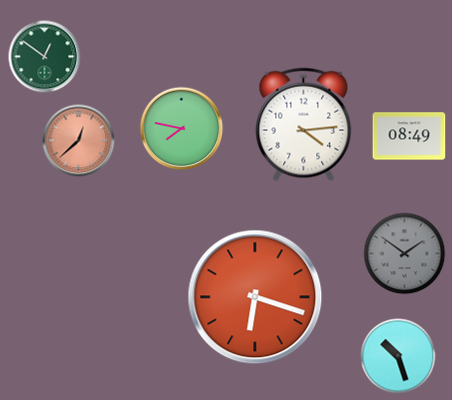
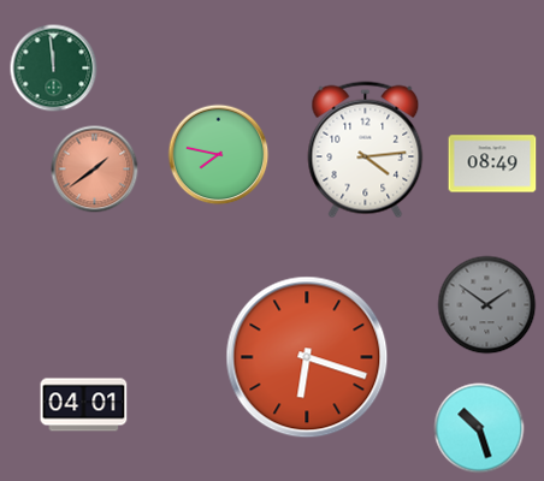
clock at (45, 57): 12:51 -> 11:59
clock at (79, 141): 12:38 -> 1:39
clock at (84, 405): none -> 04:01
